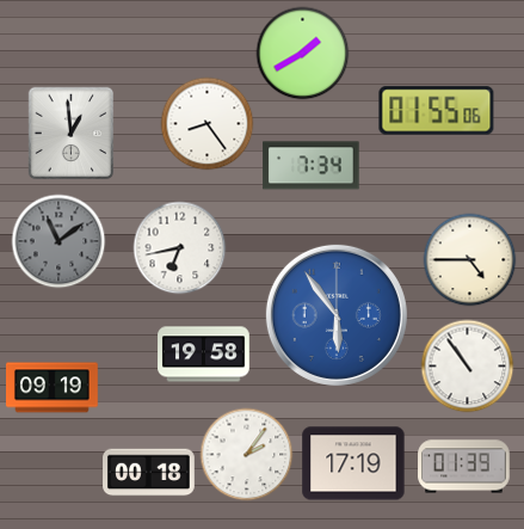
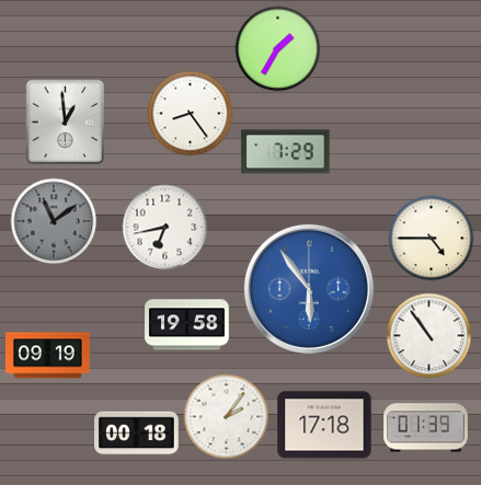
clock at (302, 53): 1:40 -> 1:35
clock at (437, 111): 01:55 -> none
clock at (312, 166): 7:34 -> 7:29
clock at (353, 463): 17:19 -> 17:18
